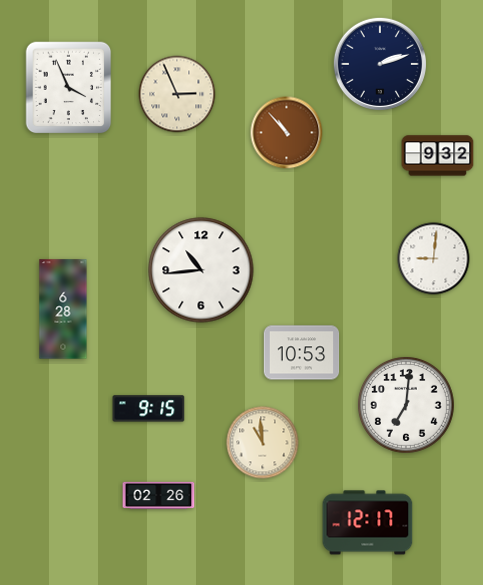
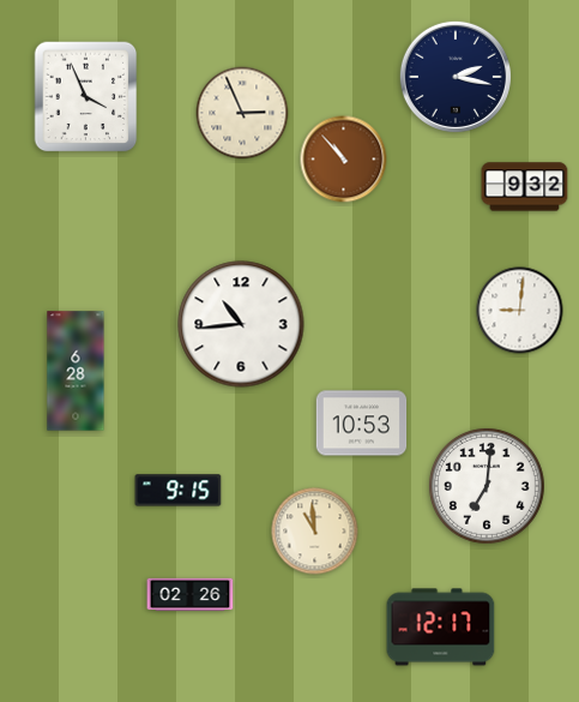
clock at (380, 64): 2:12 -> 2:17
clock at (69, 88) position: (69, 88) -> (86, 97)
clock at (177, 94) position: (177, 94) -> (242, 113)
